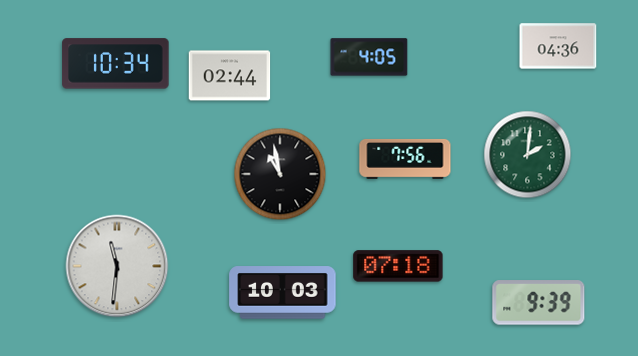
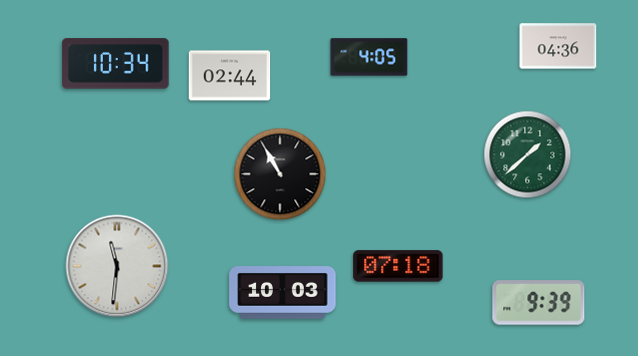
clock at (528, 155): 2:01 -> 1:38
clock at (405, 159): 7:56 -> none
clock at (280, 174): 10:58 -> 10:55
